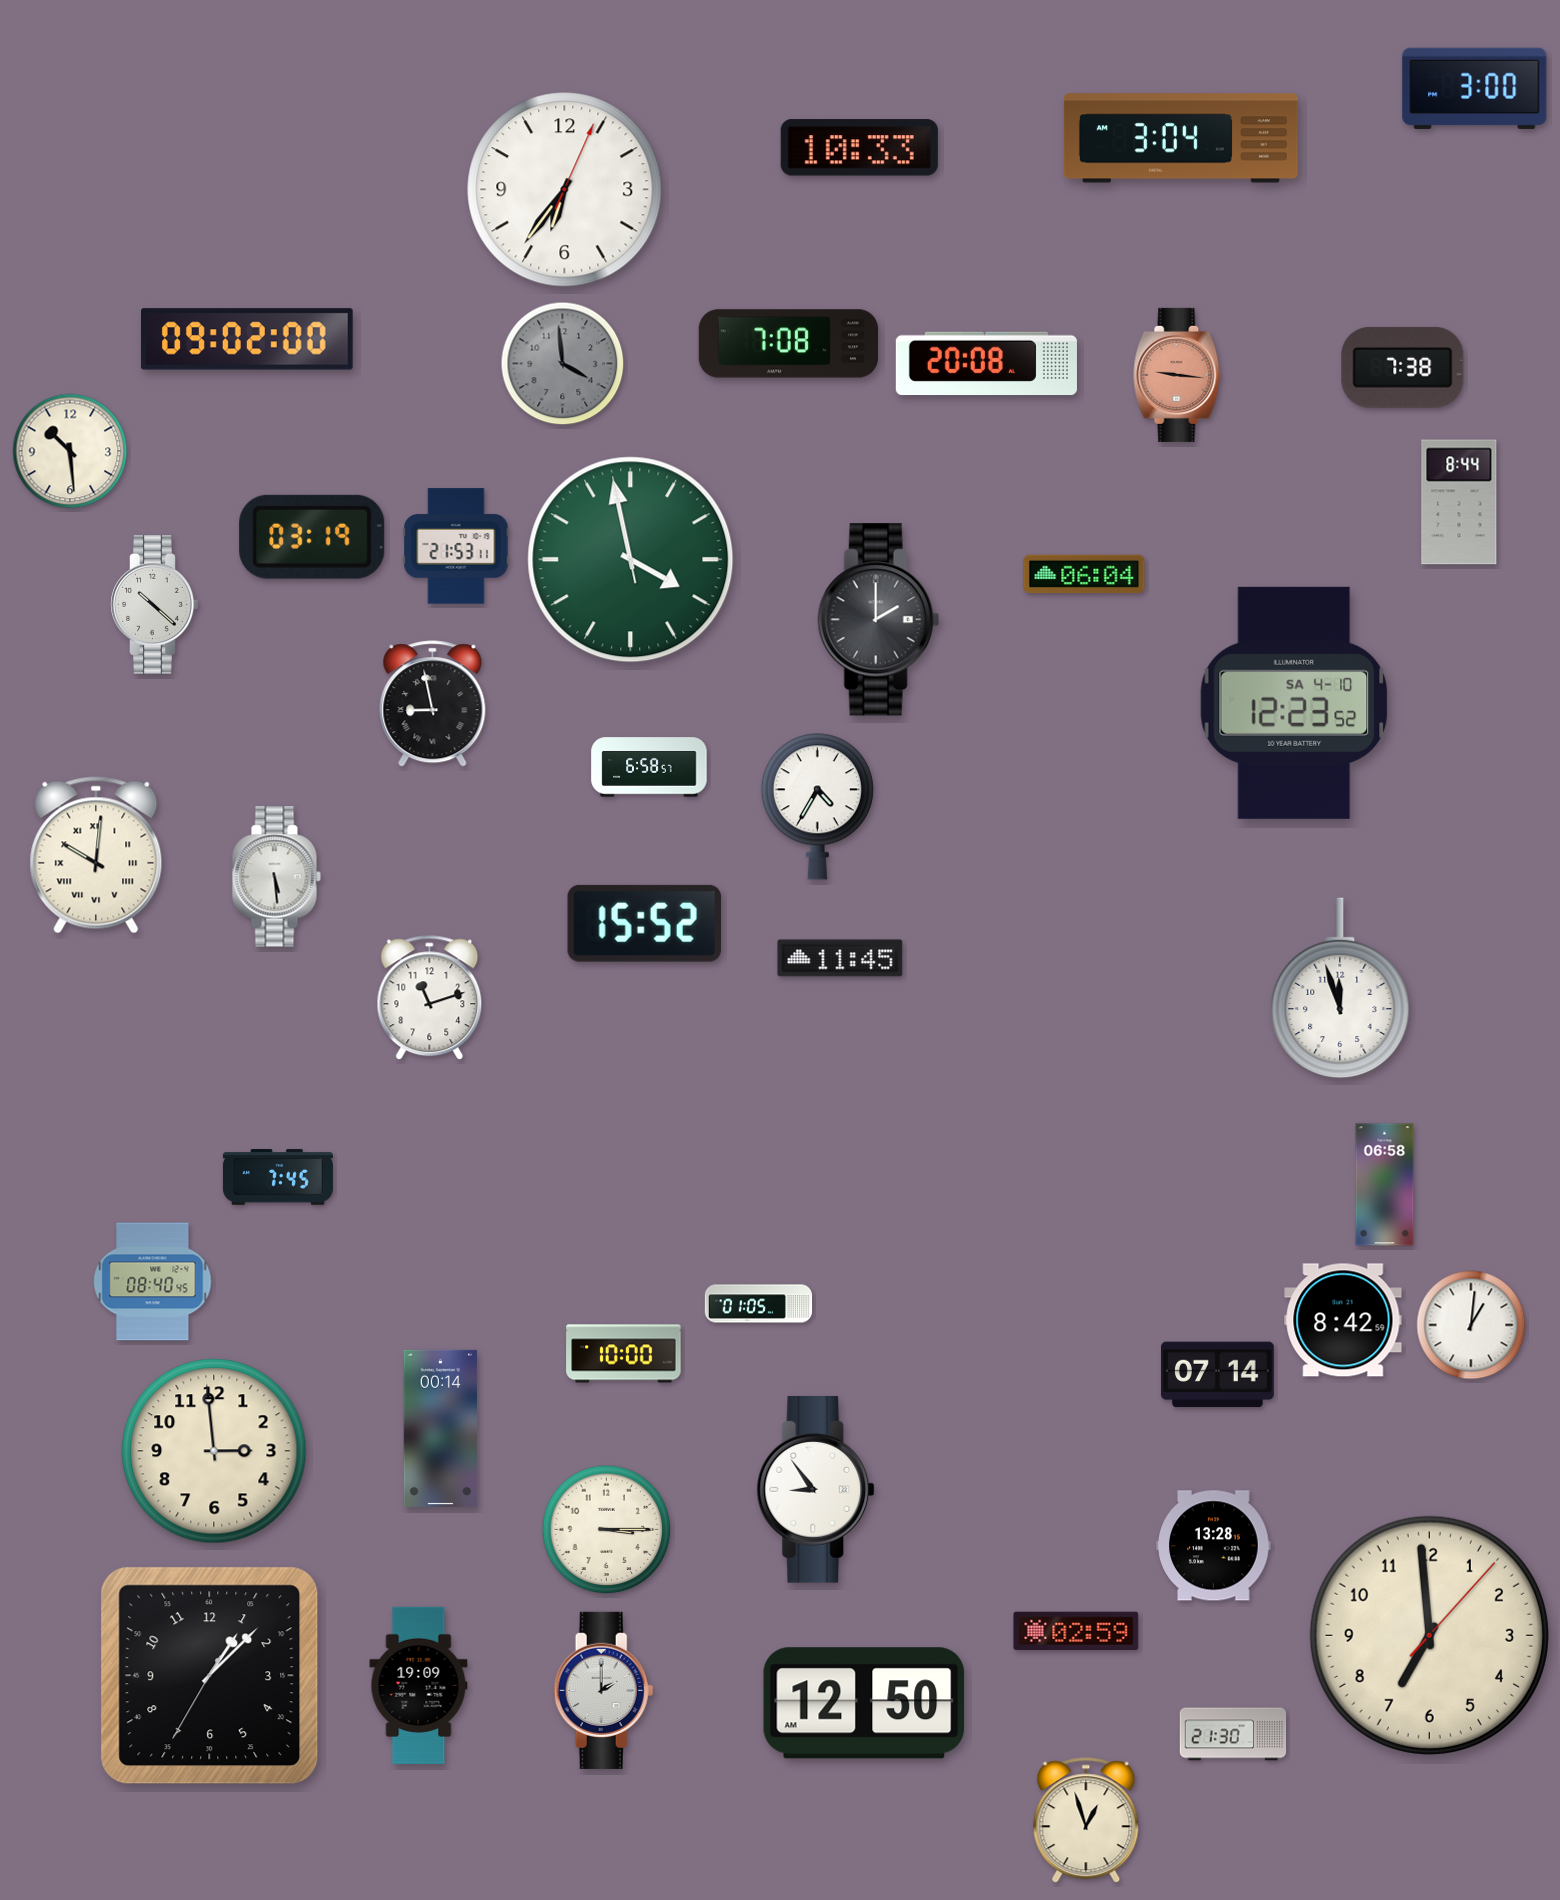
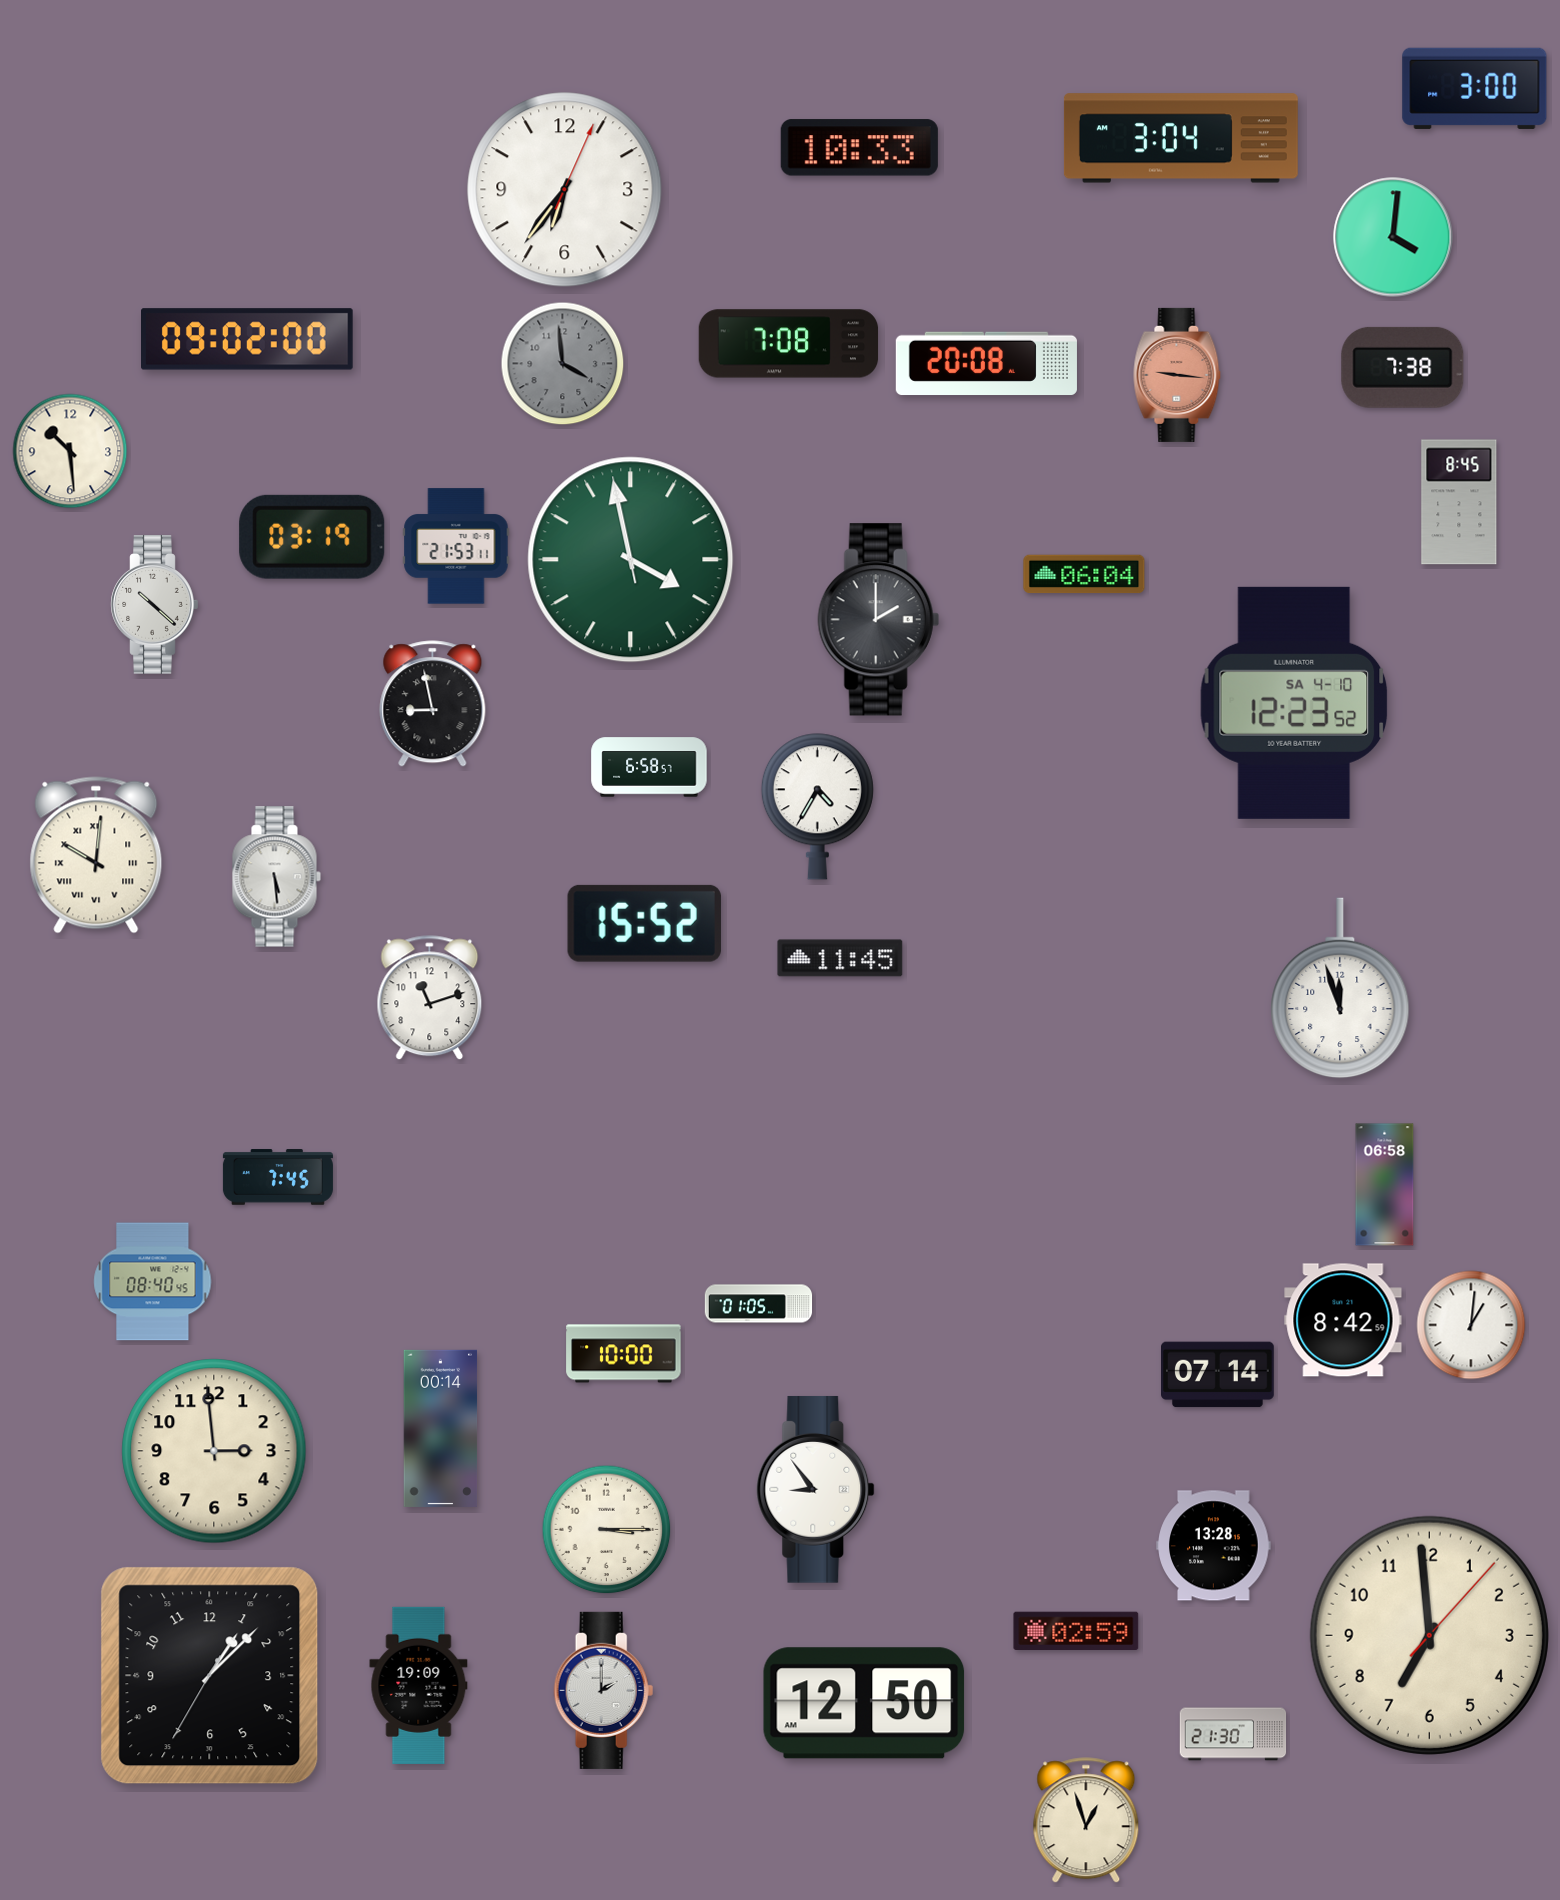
clock at (1393, 237): none -> 4:01
clock at (1459, 502): 8:44 -> 8:45
